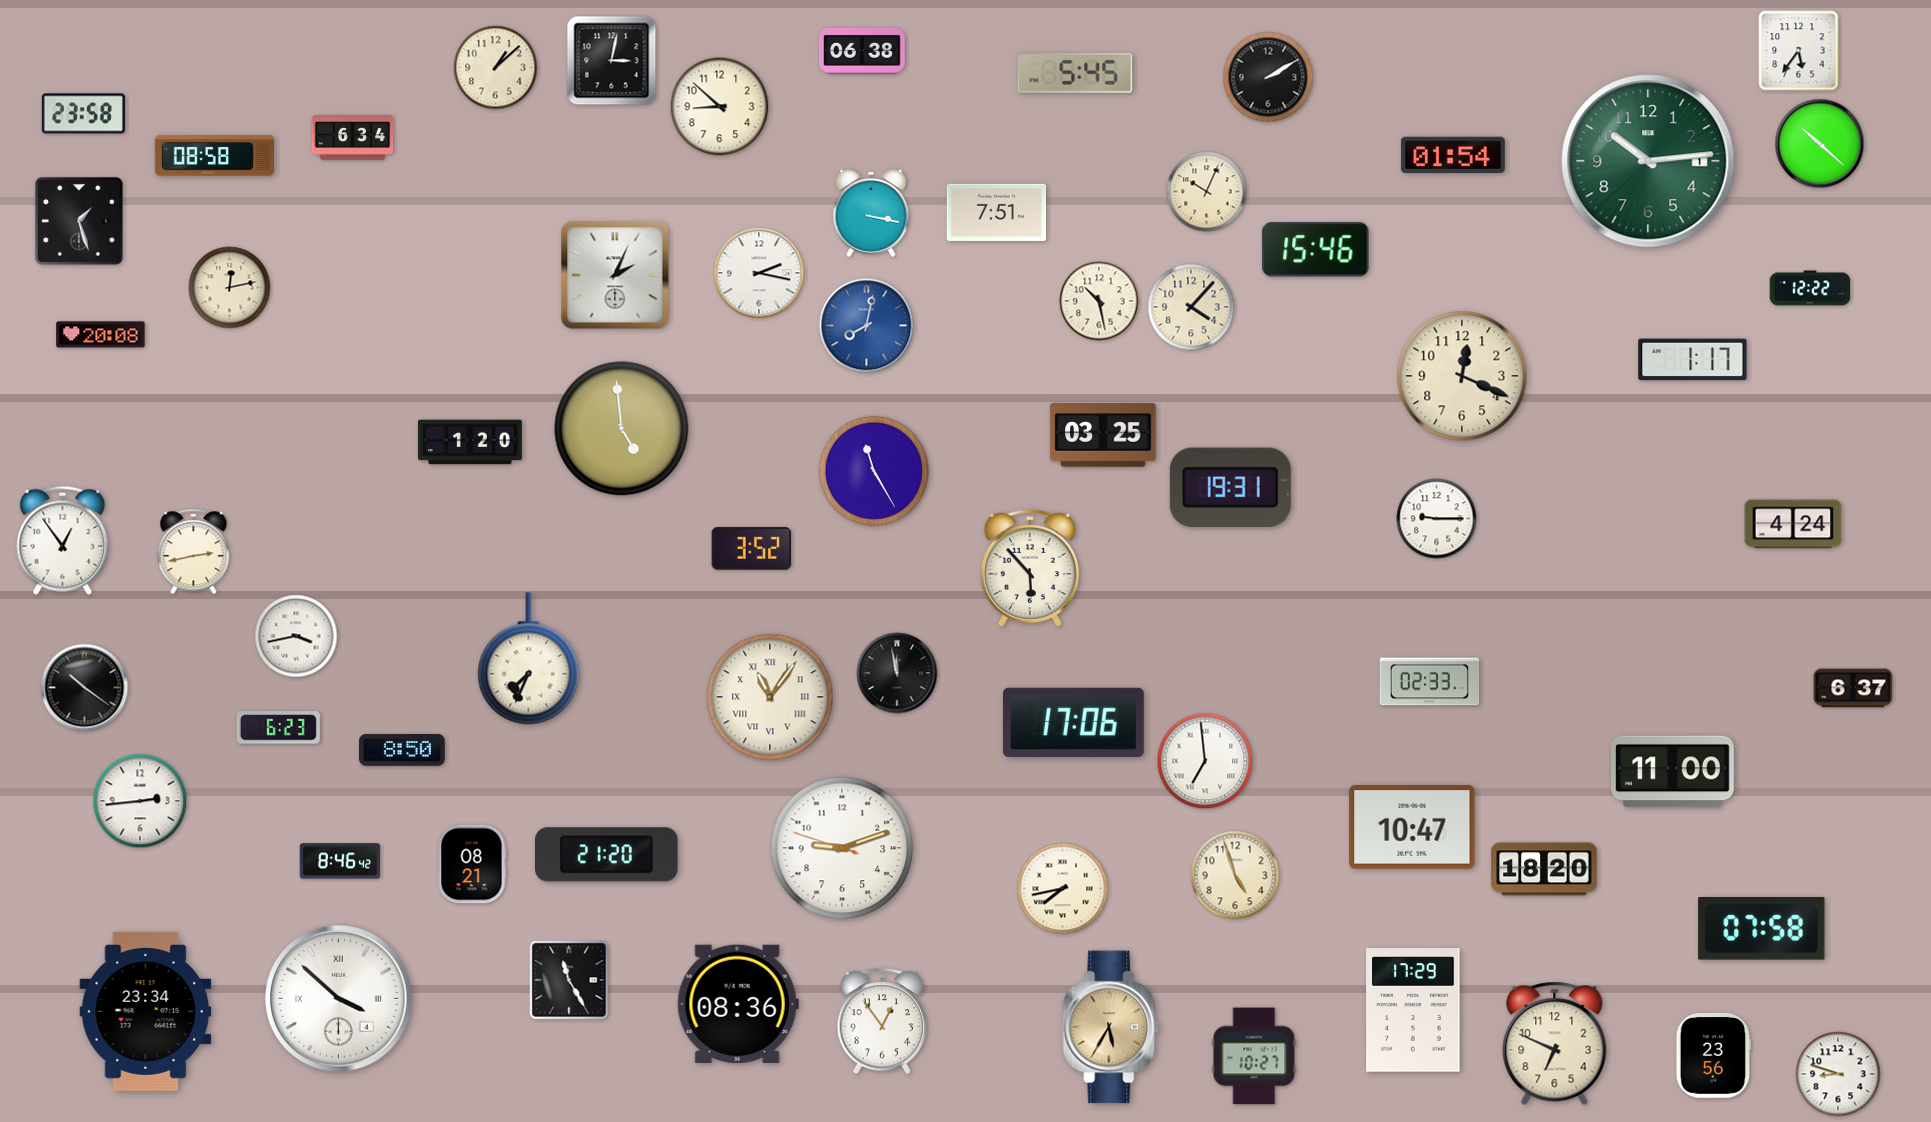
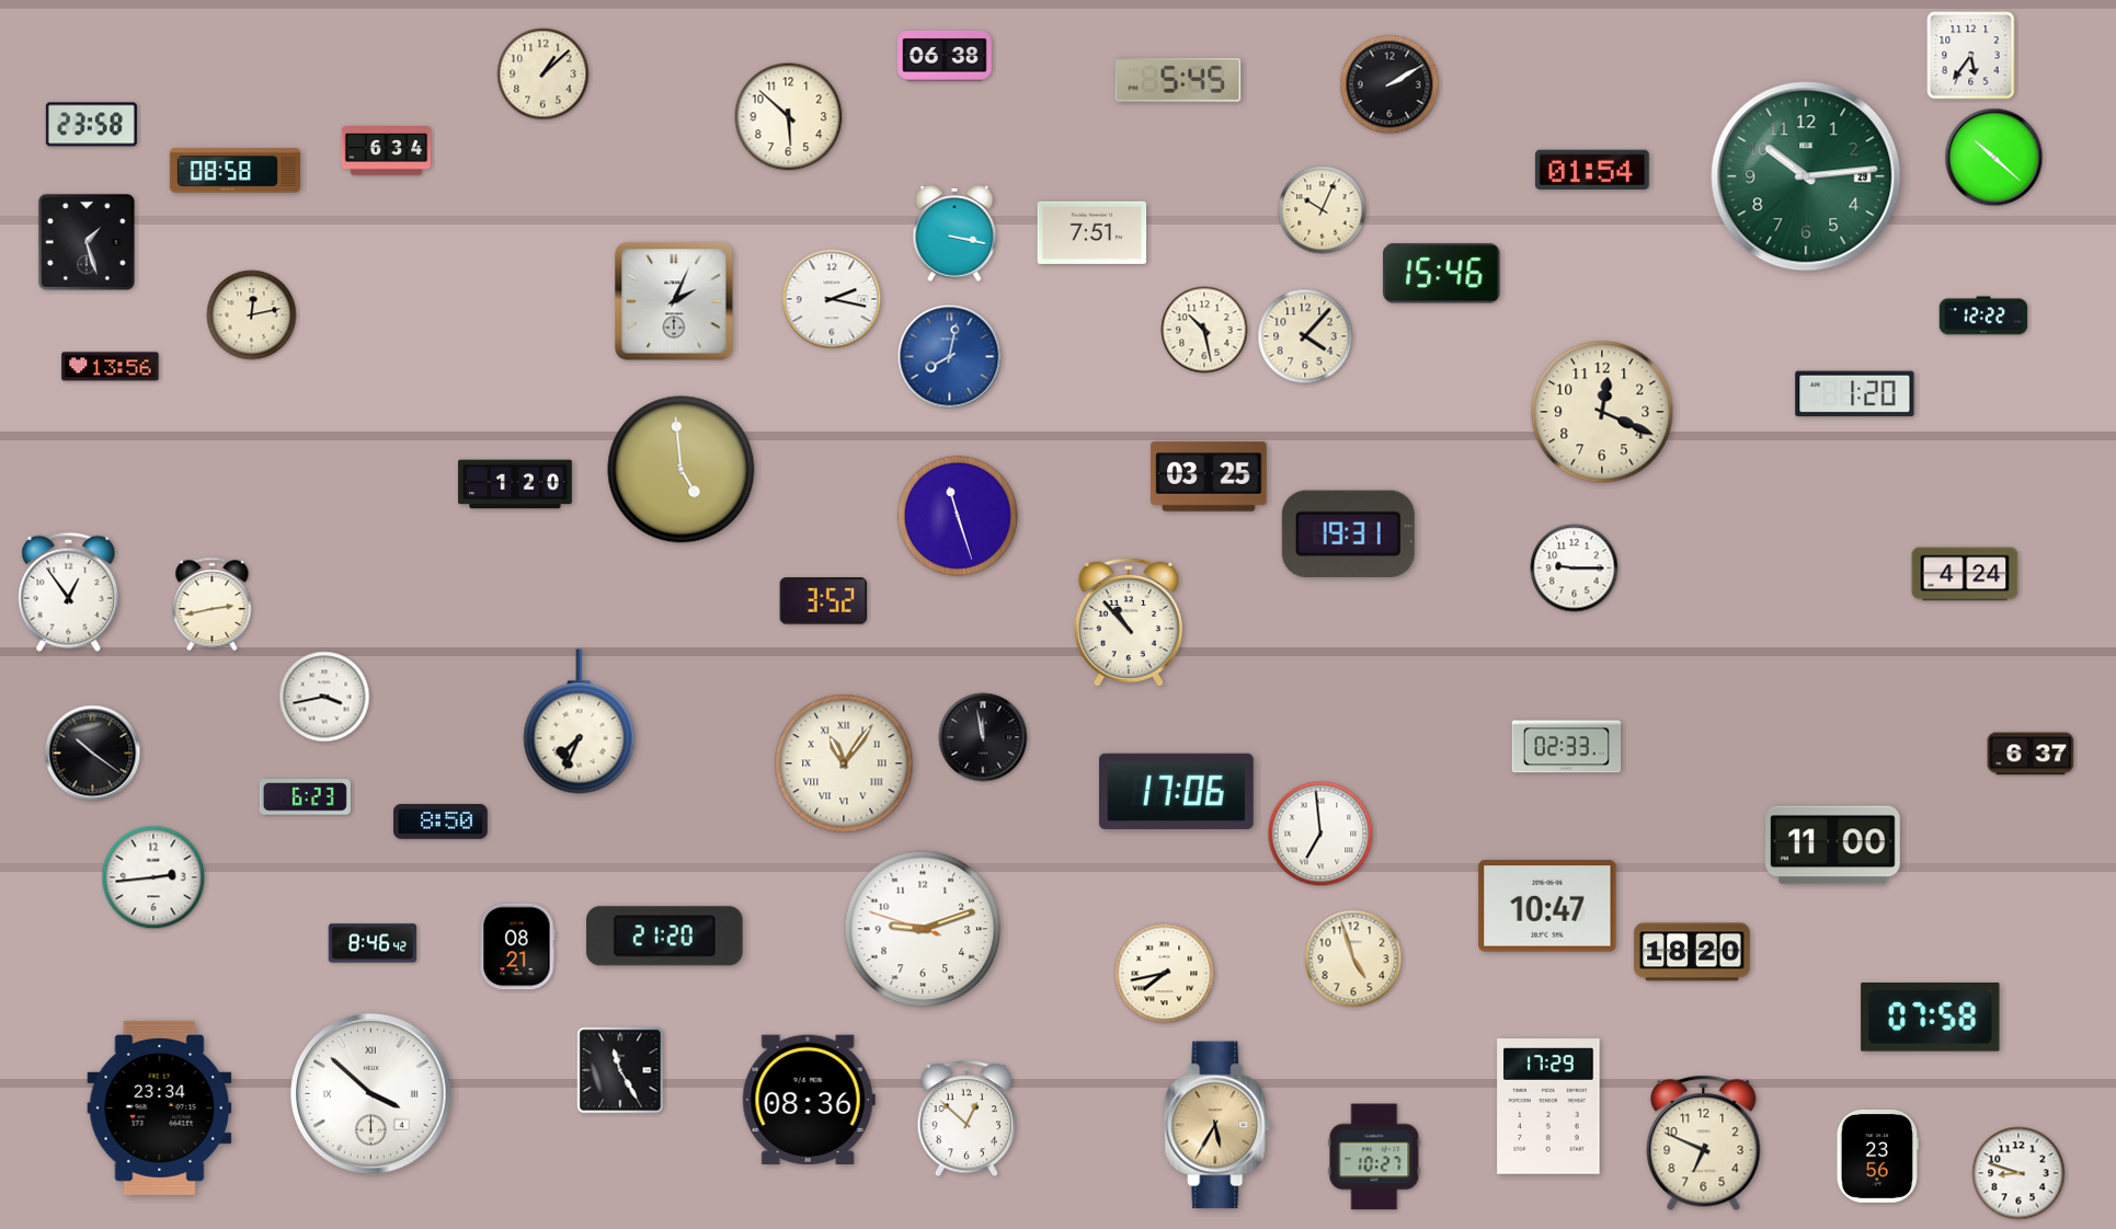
clock at (612, 61): 3:02 -> none
clock at (720, 107): 8:52 -> 5:52
clock at (1648, 161) date: 1 -> 29
clock at (101, 335): 20:08 -> 13:56
clock at (1693, 360): 1:17 -> 1:20
clock at (874, 471): 11:25 -> 11:27
clock at (1030, 568): 5:53 -> 10:53
clock at (569, 980) position: (569, 980) -> (620, 1070)
clock at (882, 1022): 12:54 -> 12:52
clock at (1838, 1074) position: (1838, 1074) -> (2018, 1173)
